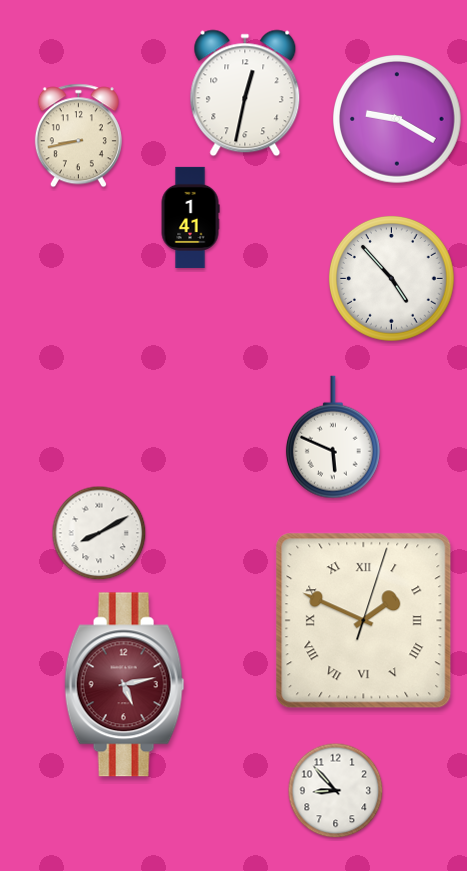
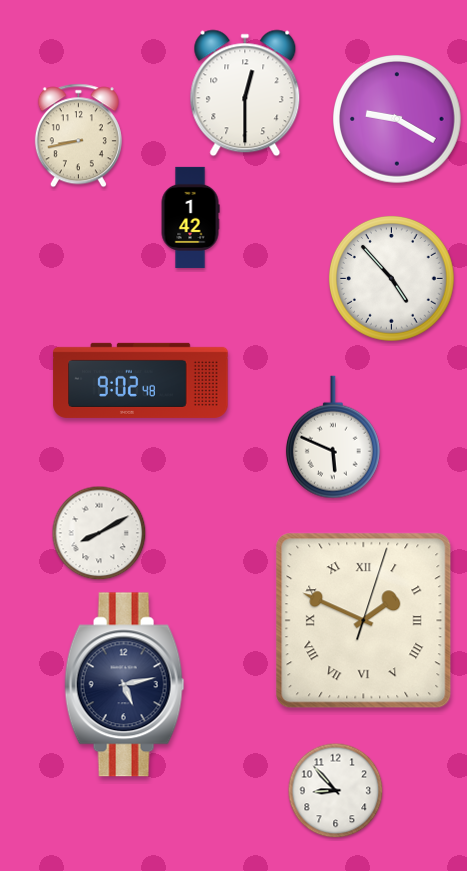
clock at (245, 93): 12:32 -> 12:30
clock at (190, 217): 1:41 -> 1:42
clock at (141, 380): none -> 9:02
clock at (125, 685) dial: burgundy -> navy
